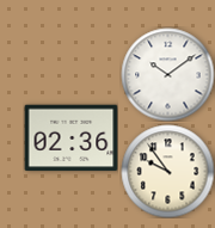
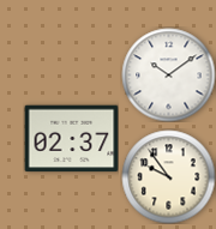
clock at (70, 138): 02:36 -> 02:37
clock at (167, 171) position: (167, 171) -> (168, 176)
